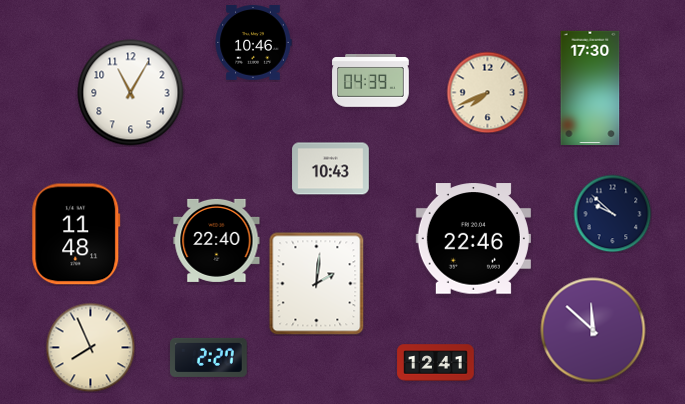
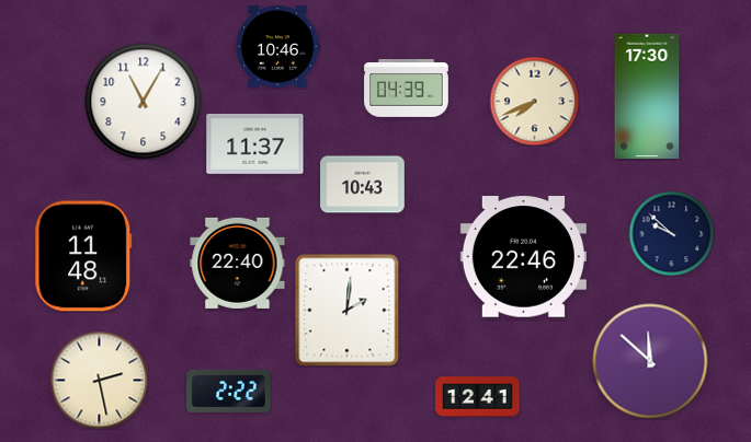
clock at (255, 143): none -> 11:37
clock at (473, 239) position: (473, 239) -> (523, 257)
clock at (90, 347): 7:56 -> 2:28
clock at (209, 357): 2:27 -> 2:22
